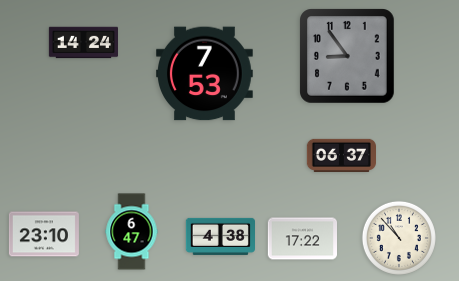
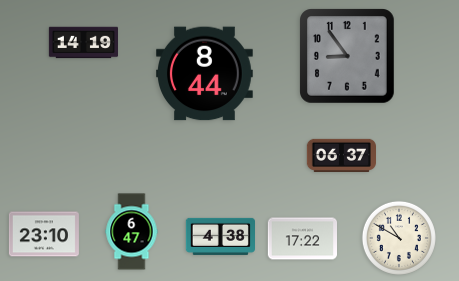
clock at (83, 43): 14:24 -> 14:19
clock at (205, 74): 7:53 -> 8:44
clock at (399, 238): 10:53 -> 10:50
